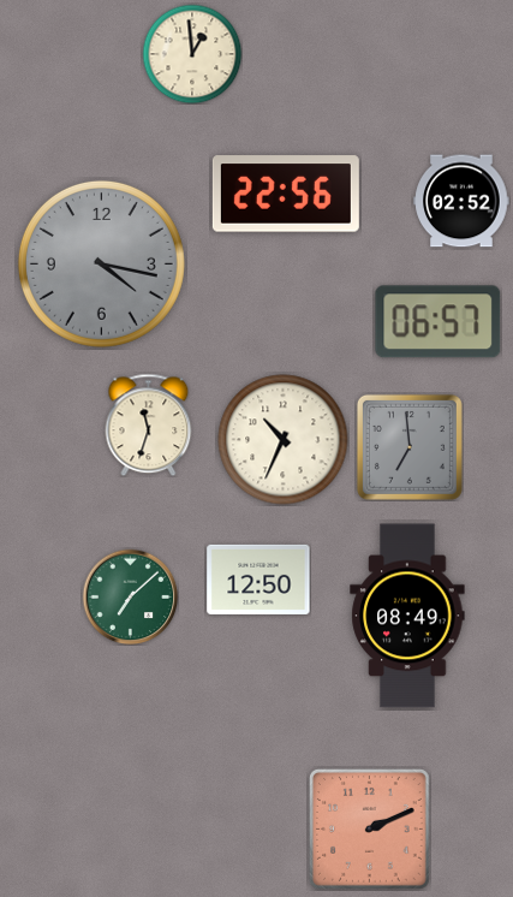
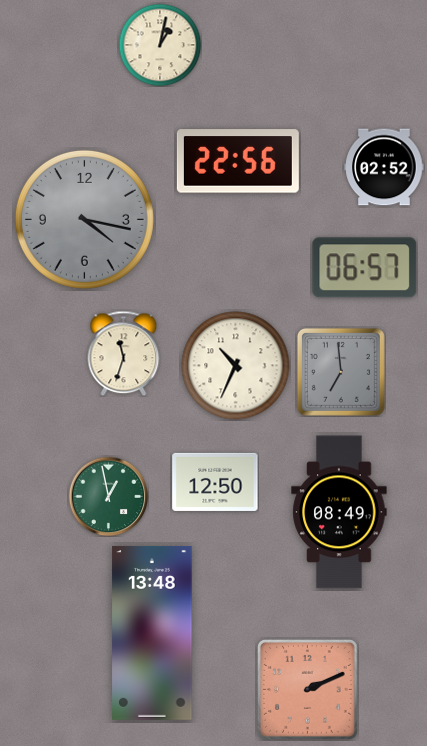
clock at (192, 54): 12:59 -> 1:02
clock at (130, 596): 7:08 -> 12:58
clock at (152, 633): none -> 13:48
